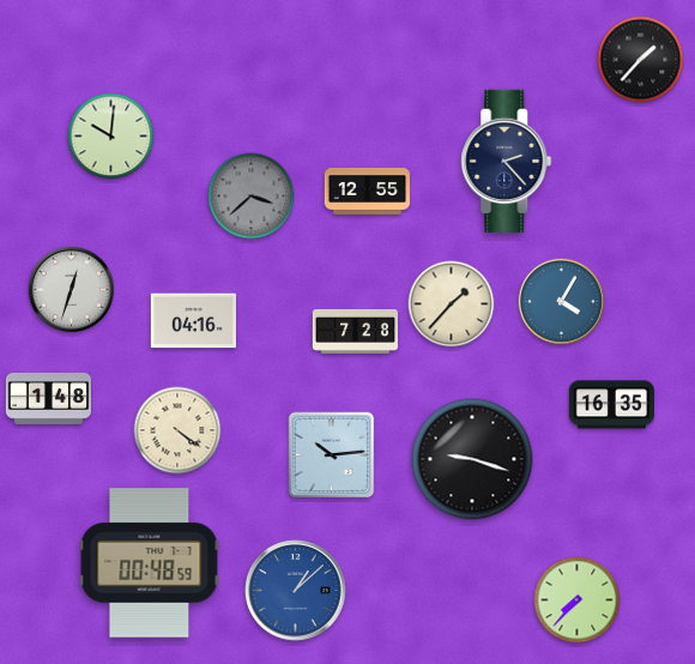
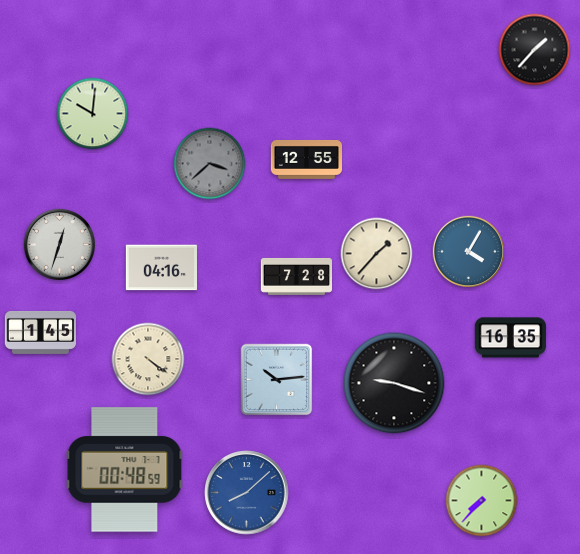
clock at (507, 161): 2:23 -> none
clock at (71, 289) position: (71, 289) -> (59, 244)
clock at (48, 398): 1:48 -> 1:45
clock at (296, 591): 1:08 -> 8:08
